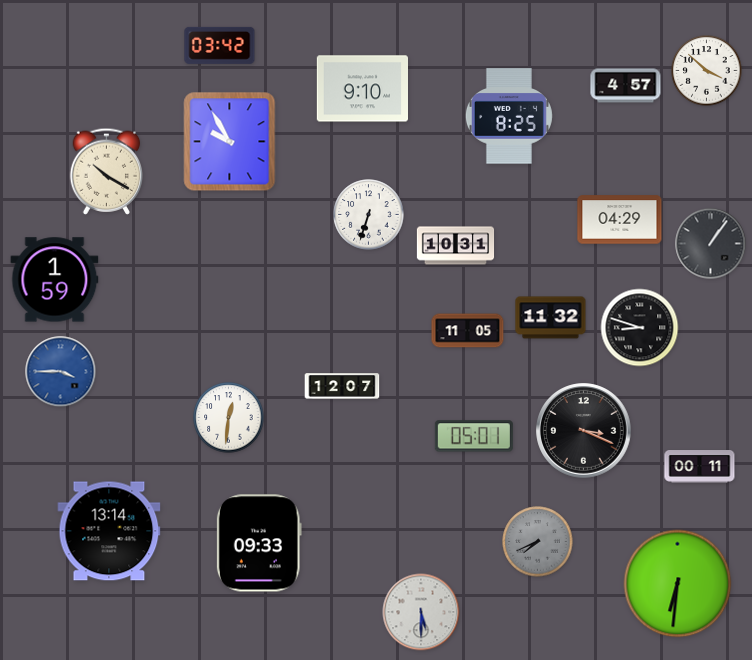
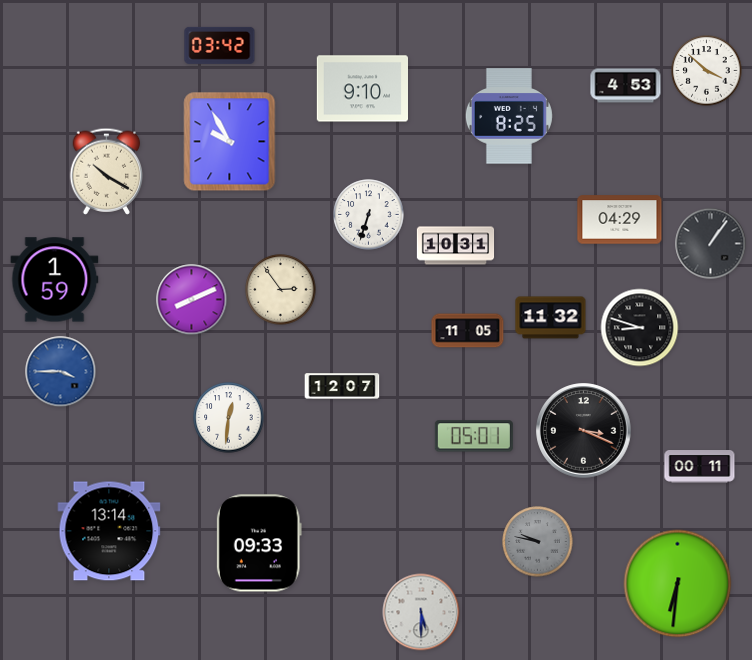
clock at (626, 86): 4:57 -> 4:53
clock at (281, 290): none -> 2:54
clock at (192, 300): none -> 8:11
clock at (538, 542): 7:41 -> 9:47
